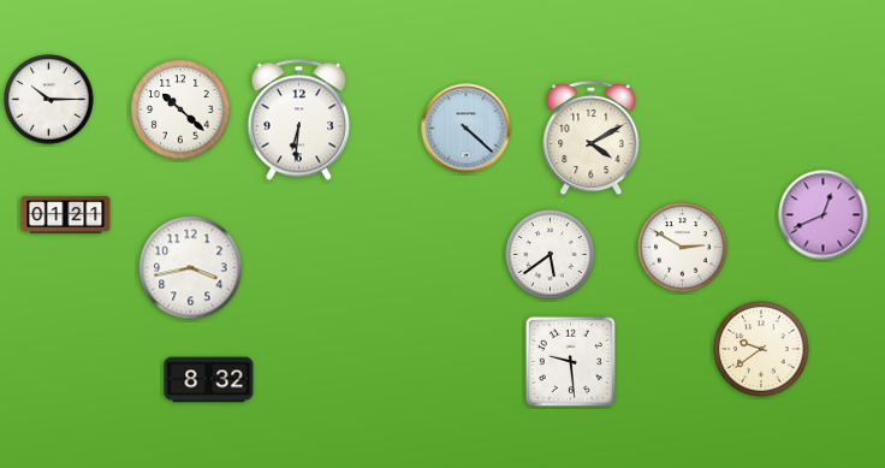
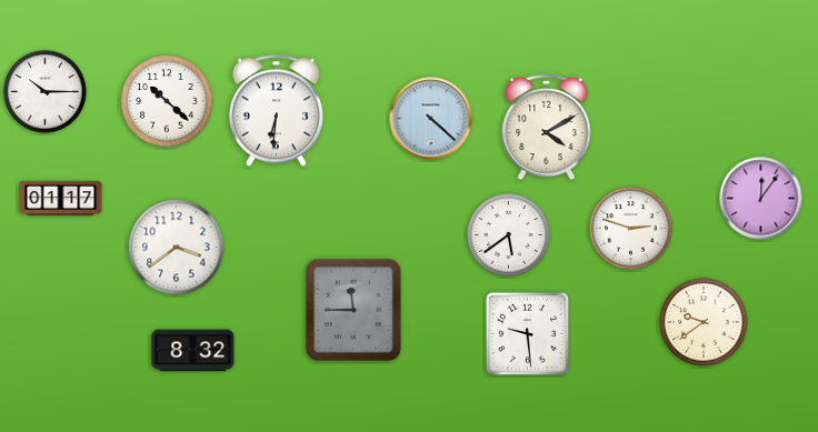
clock at (66, 214): 01:21 -> 01:17
clock at (824, 215): 12:41 -> 12:06
clock at (683, 248): 2:50 -> 2:48
clock at (191, 268): 3:43 -> 3:39
clock at (355, 311): none -> 11:45
